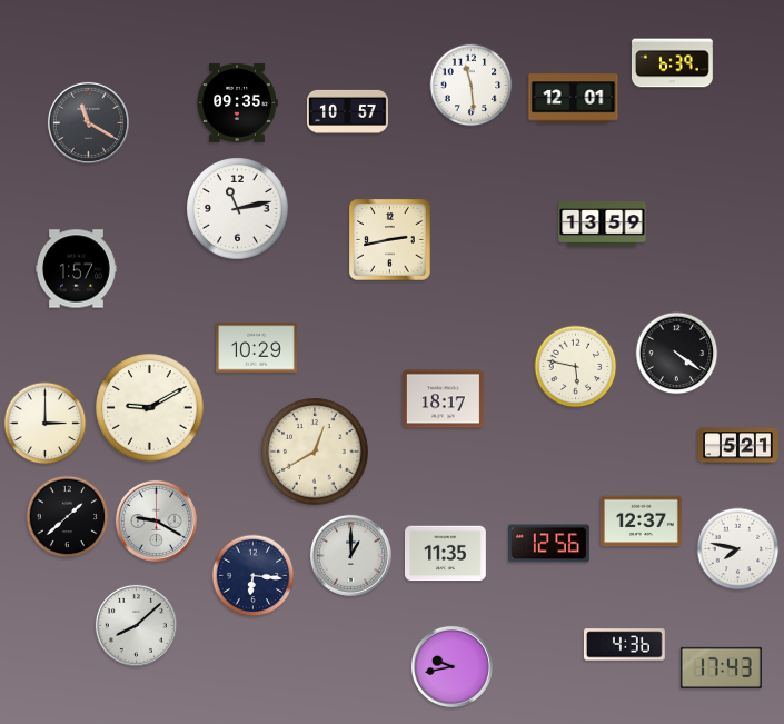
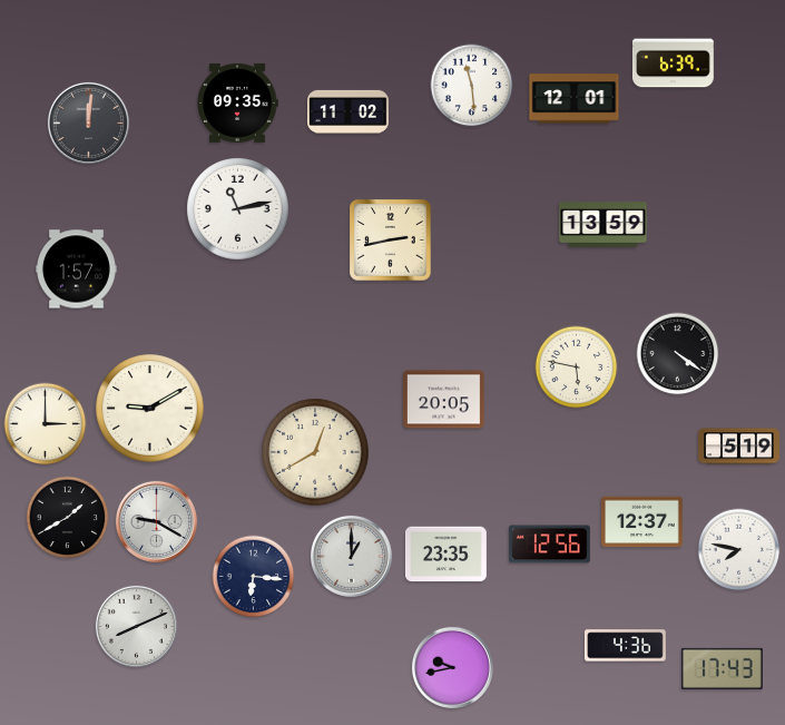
clock at (347, 111): 10:57 -> 11:02
clock at (88, 122): 11:20 -> 12:01
clock at (257, 348): 10:29 -> none
clock at (443, 399): 18:17 -> 20:05
clock at (738, 446): 5:21 -> 5:19
clock at (68, 517): 1:38 -> 1:40
clock at (445, 554): 11:35 -> 23:35
clock at (136, 625): 8:08 -> 8:11
